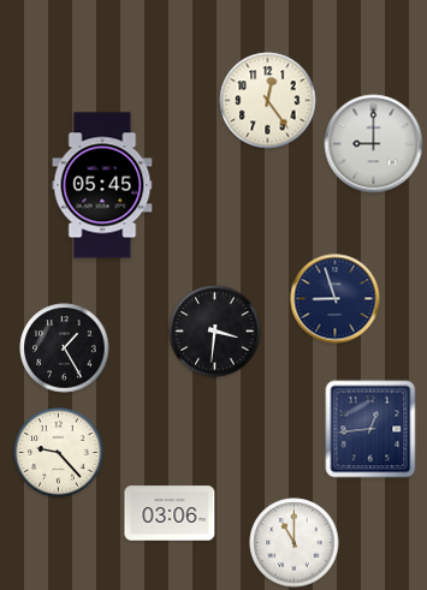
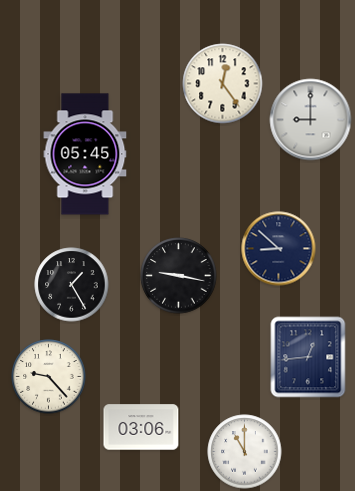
clock at (336, 299): 8:57 -> 8:52
clock at (215, 332): 3:31 -> 9:17
clock at (65, 348) position: (65, 348) -> (72, 285)
